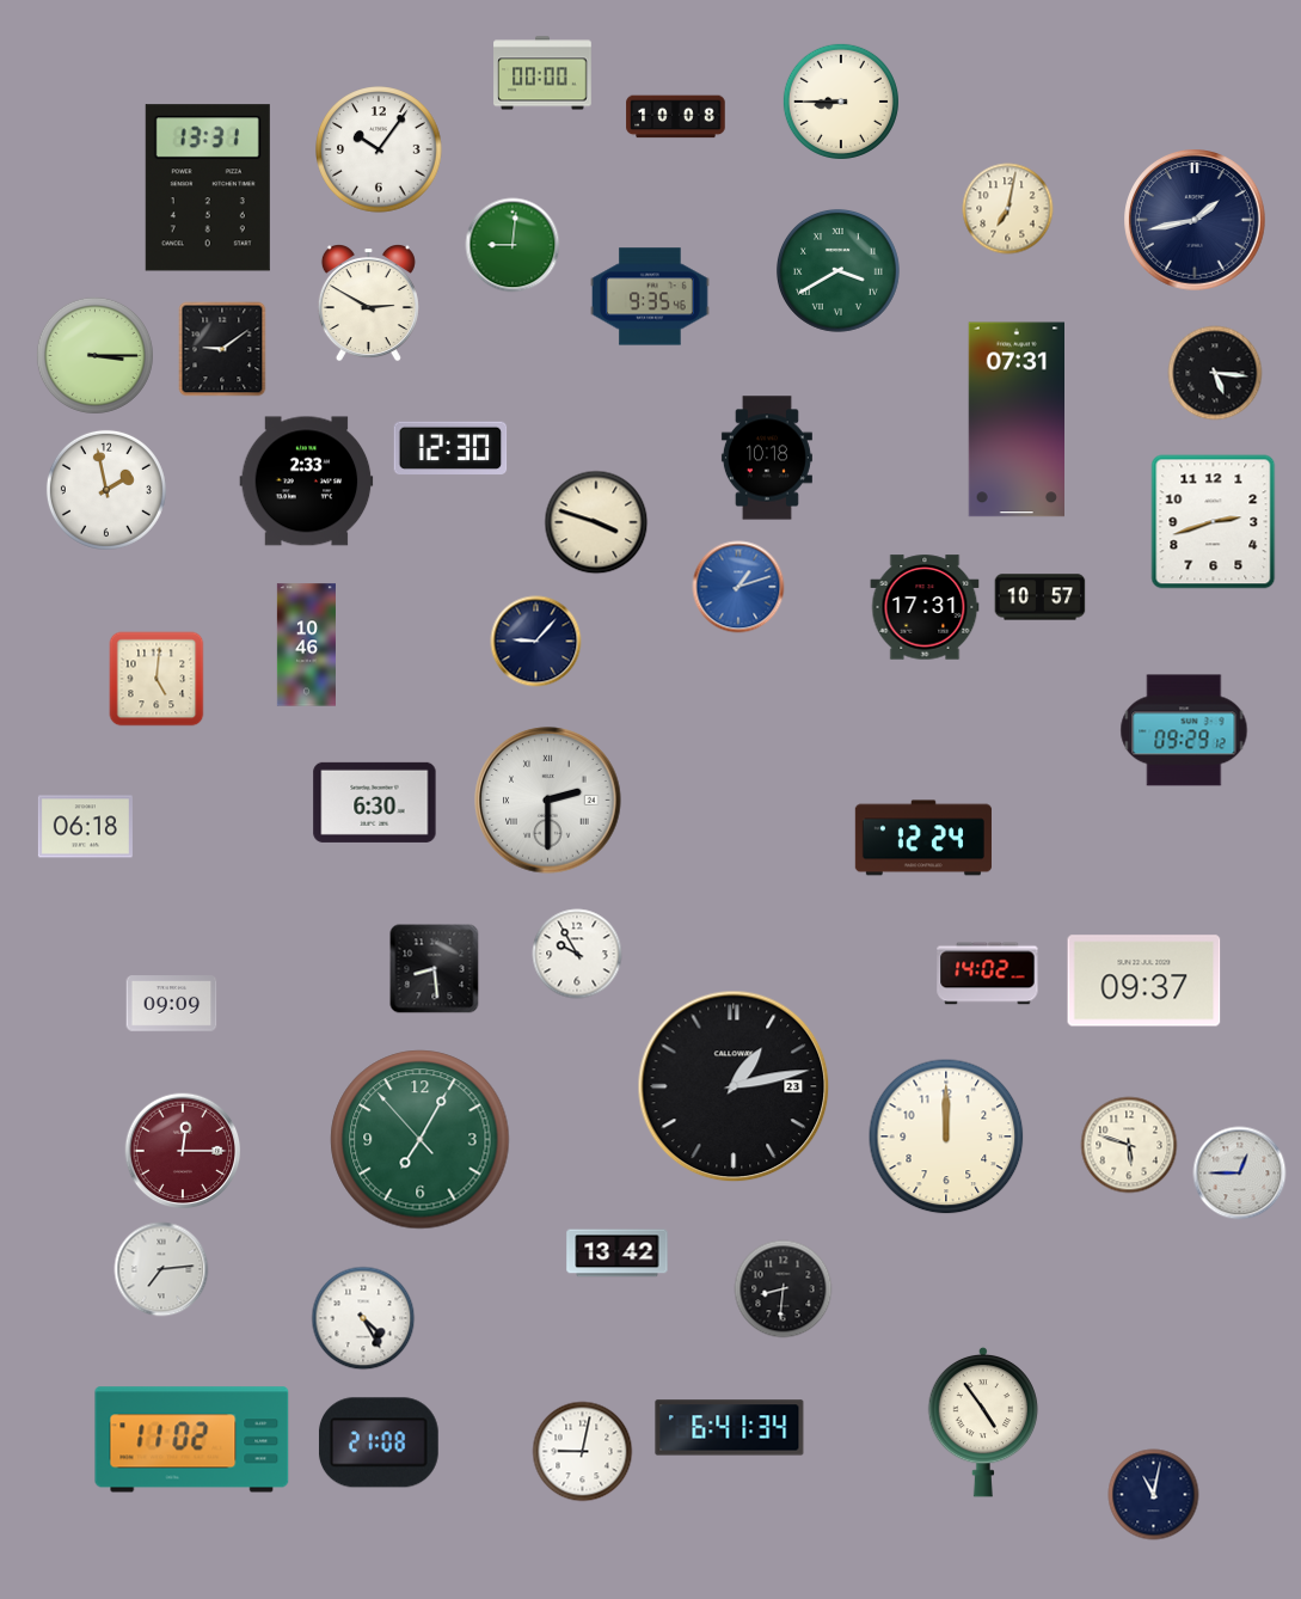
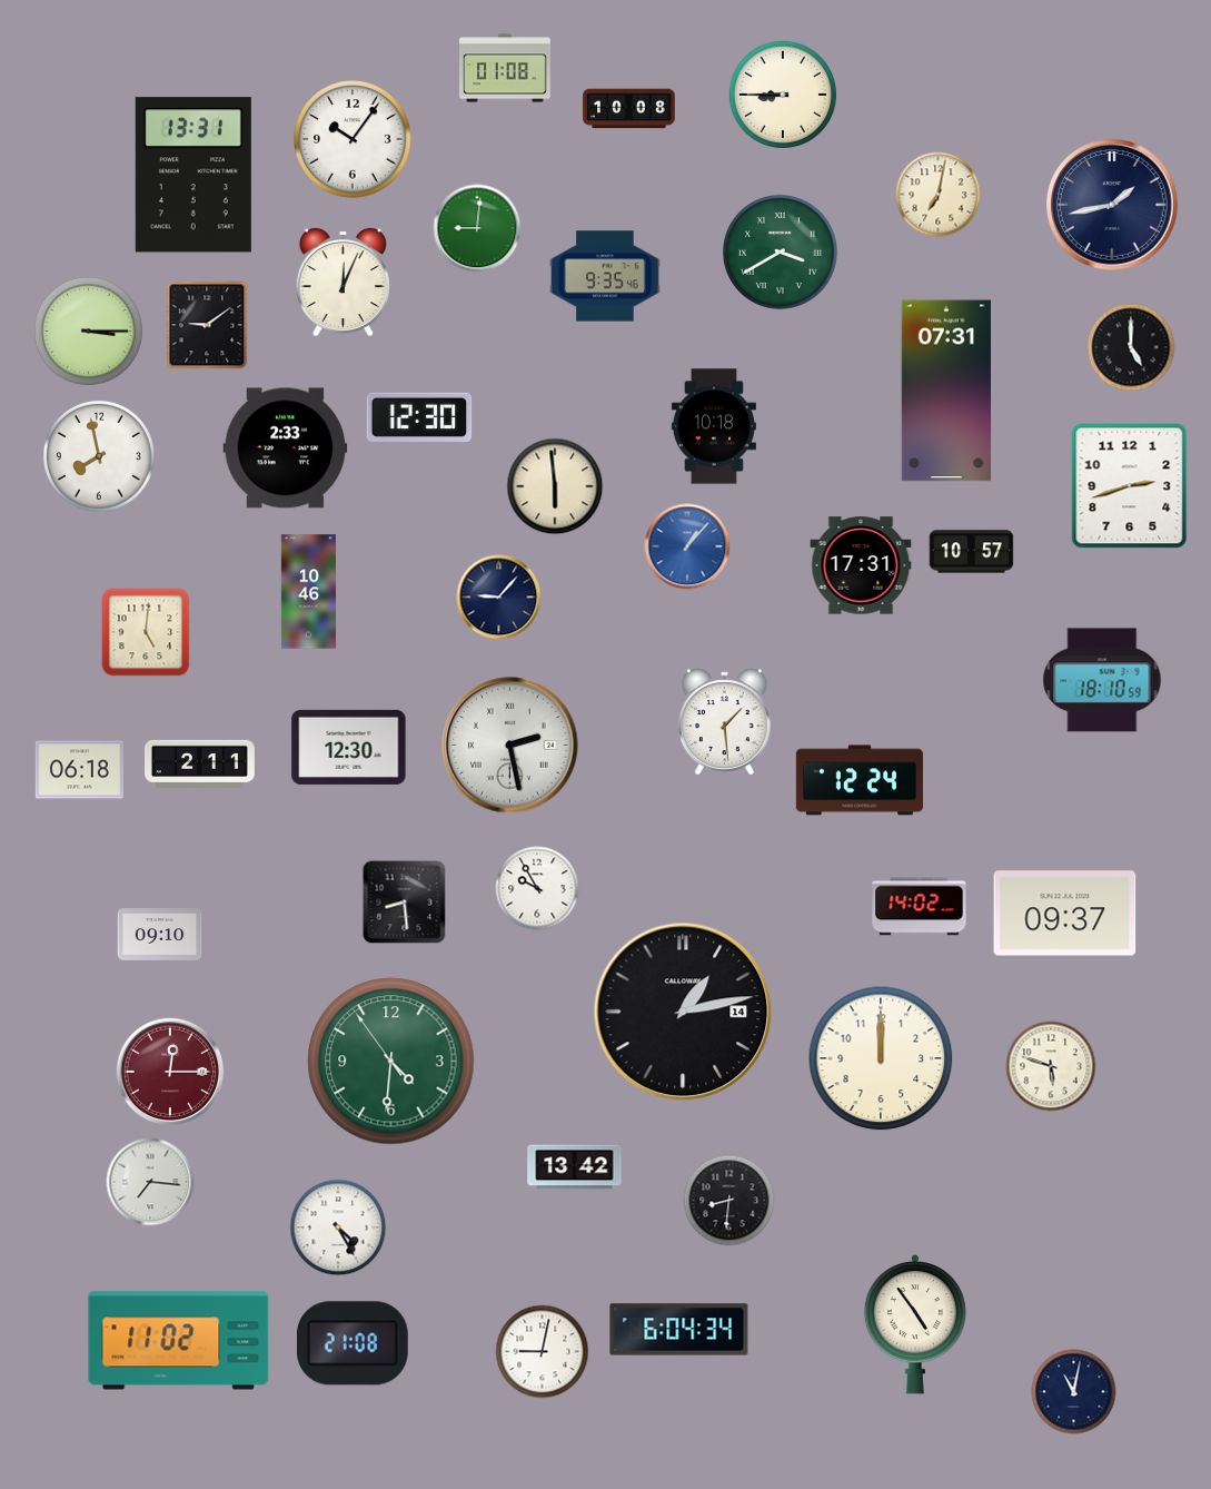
clock at (542, 73): 00:00 -> 01:08
clock at (368, 304): 2:50 -> 12:04
clock at (1215, 373): 5:16 -> 5:00
clock at (106, 490): 1:58 -> 7:58
clock at (596, 522): 3:48 -> 5:59
clock at (738, 587): 1:12 -> 1:07
clock at (1041, 598) position: (1041, 598) -> (972, 552)
clock at (306, 645) position: (306, 645) -> (308, 592)
clock at (1184, 730): 09:29 -> 18:10
clock at (724, 721): none -> 1:29
clock at (548, 801): 2:30 -> 2:28
clock at (375, 802): 6:30 -> 12:30
clock at (200, 763): none -> 2:11
clock at (172, 1004): 09:09 -> 09:10
clock at (734, 1086) date: 23 -> 14
clock at (421, 1140): 7:04 -> 4:30
clock at (1240, 1174): 12:45 -> none
clock at (161, 1269): 7:14 -> 7:16
clock at (730, 1428): 6:41 -> 6:04
